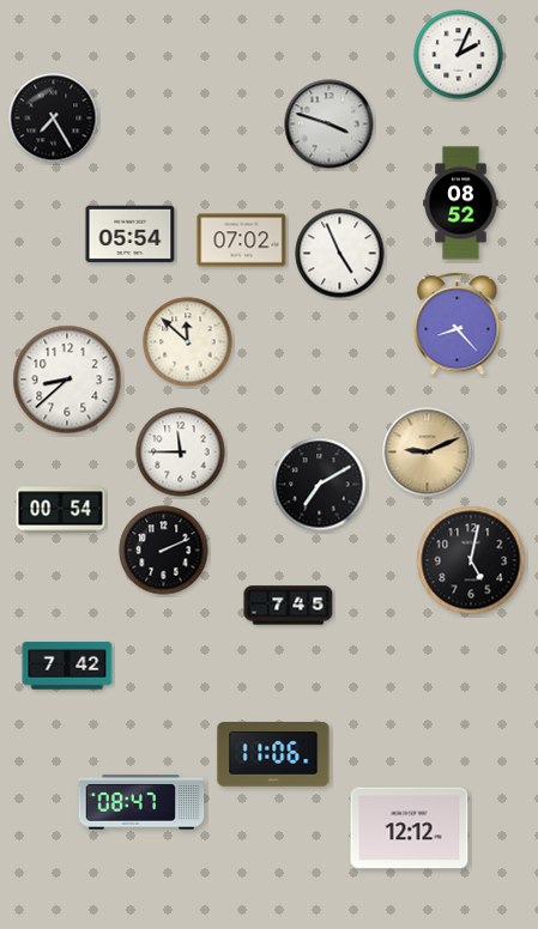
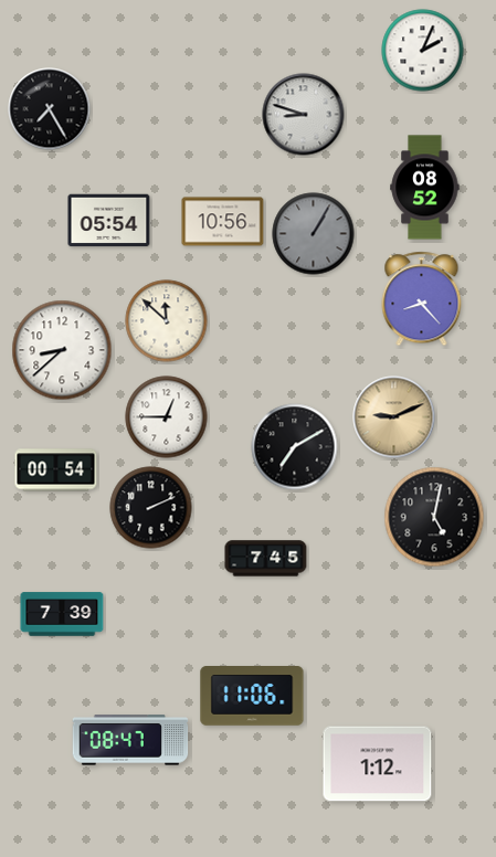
clock at (330, 125): 3:48 -> 8:48
clock at (131, 235) position: (131, 235) -> (109, 221)
clock at (242, 241): 07:02 -> 10:56
clock at (340, 254): 4:56 -> 1:05
clock at (340, 254) dial: white -> grey
clock at (188, 342) position: (188, 342) -> (167, 321)
clock at (181, 453): 11:45 -> 12:45
clock at (67, 666): 7:42 -> 7:39
clock at (410, 828): 12:12 -> 1:12
